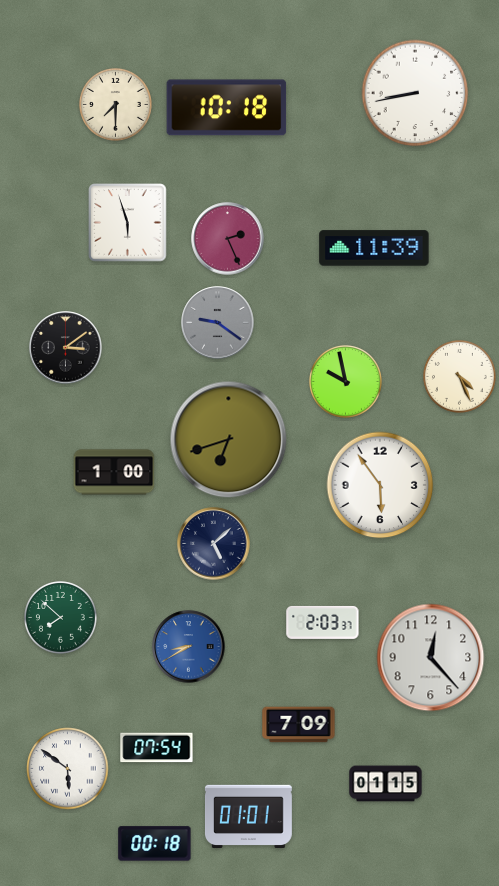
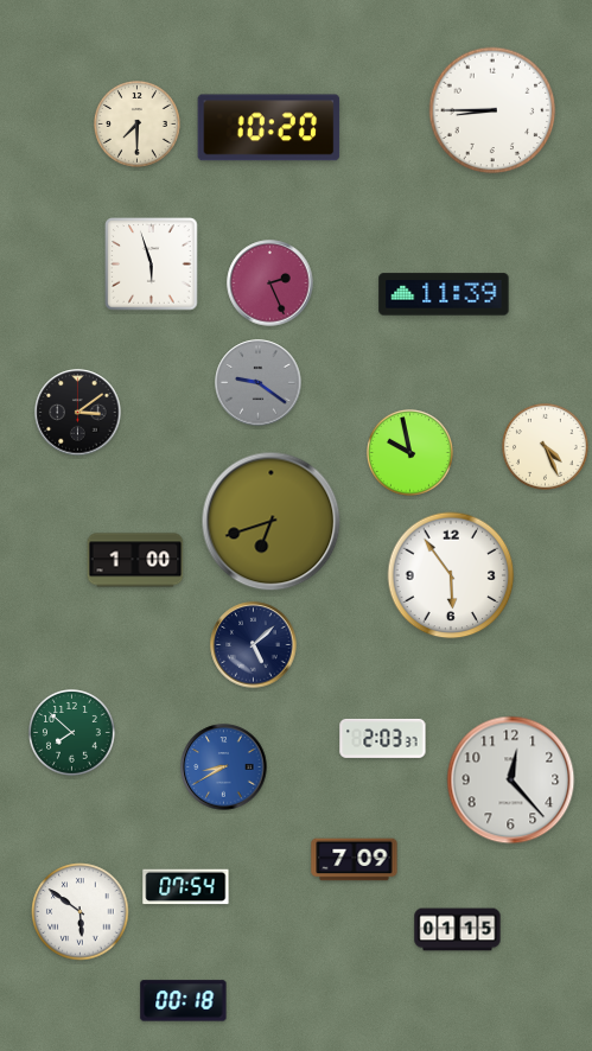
clock at (415, 93): 8:43 -> 8:45
clock at (227, 108): 10:18 -> 10:20
clock at (248, 817): 01:01 -> none
